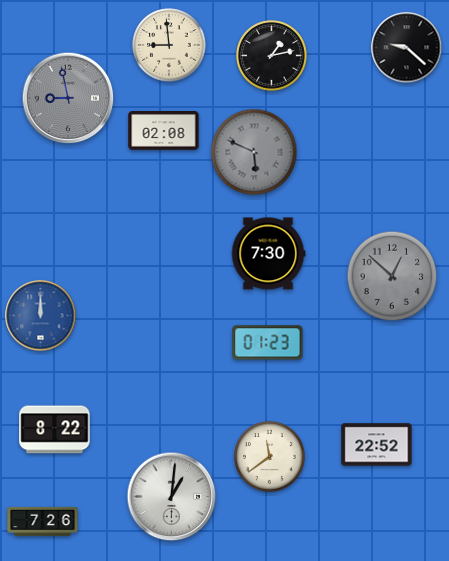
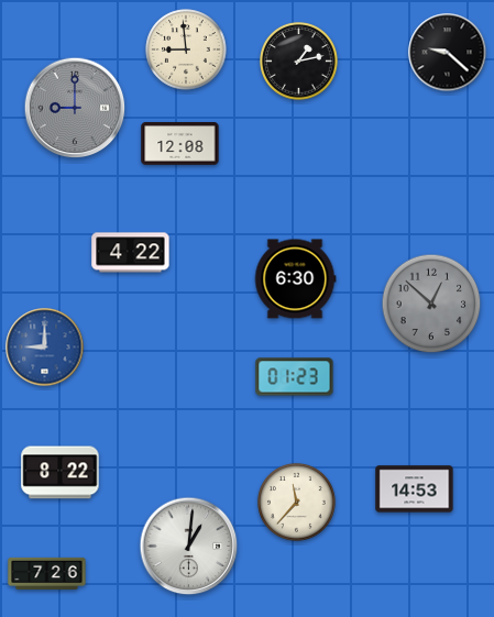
clock at (68, 98): 8:58 -> 9:00
clock at (164, 131): 02:08 -> 12:08
clock at (254, 152): 5:49 -> none
clock at (131, 253): none -> 4:22
clock at (268, 254): 7:30 -> 6:30
clock at (41, 316): 12:00 -> 9:00
clock at (377, 445): 22:52 -> 14:53
clock at (270, 457): 11:39 -> 11:37
